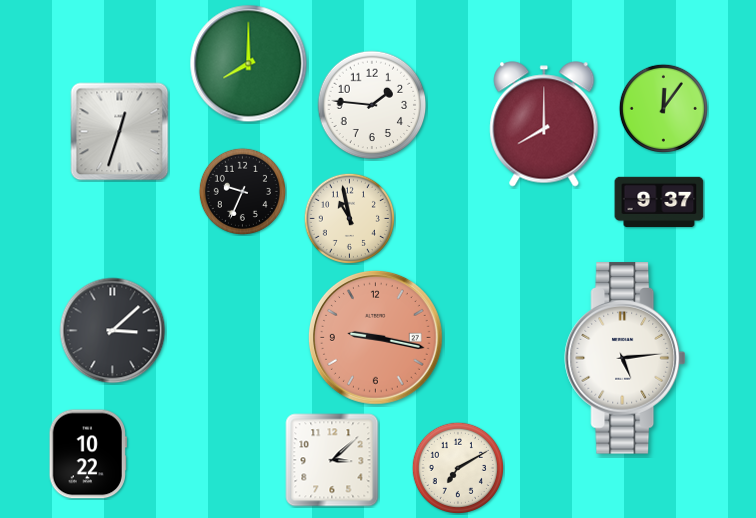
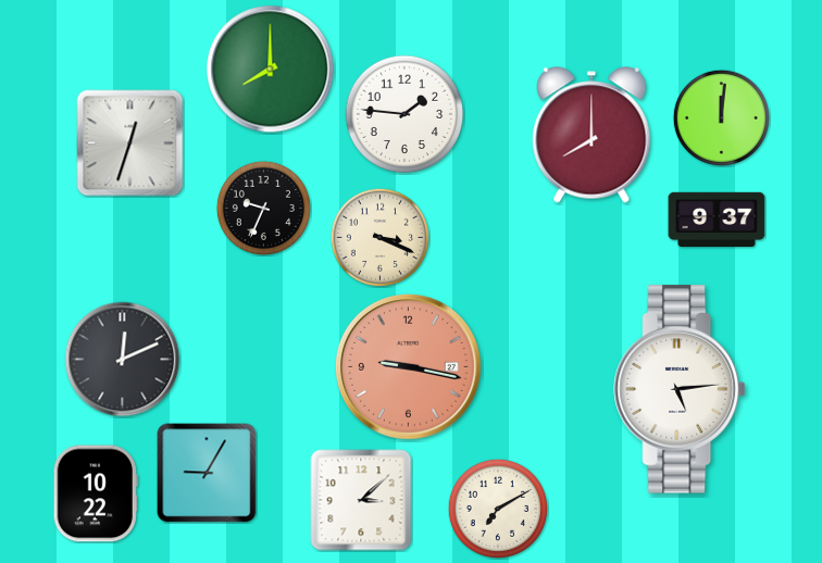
clock at (663, 108): 12:06 -> 12:01
clock at (349, 218): 10:58 -> 3:19
clock at (113, 331): 3:08 -> 12:11
clock at (207, 473): none -> 9:05
